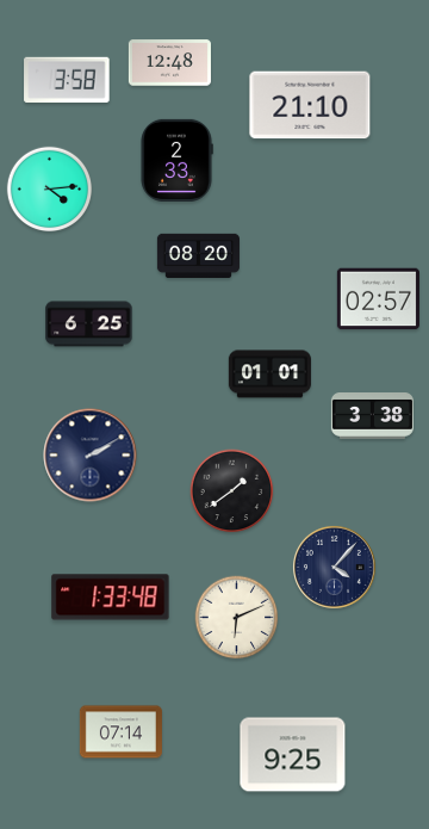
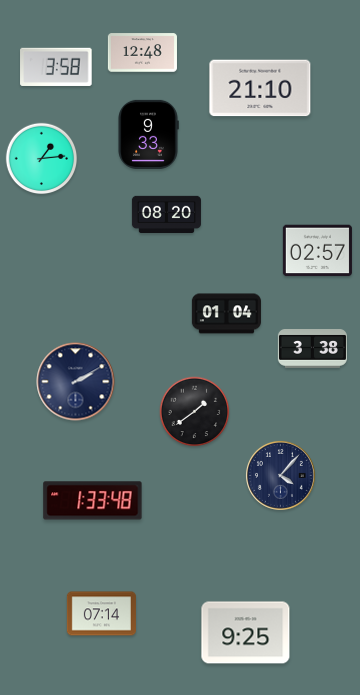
clock at (176, 160): 2:33 -> 9:33
clock at (50, 190): 4:14 -> 1:14
clock at (89, 324): 6:25 -> none
clock at (269, 375): 01:01 -> 01:04
clock at (237, 618): 6:11 -> none
